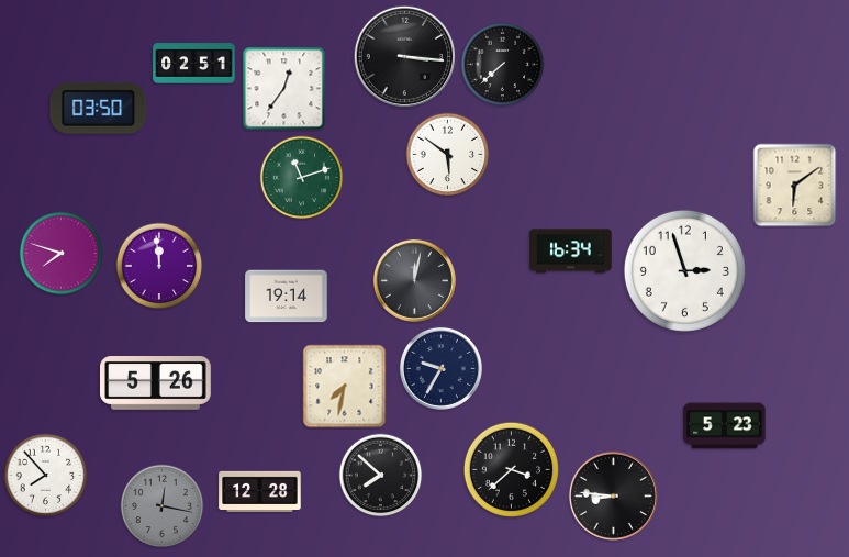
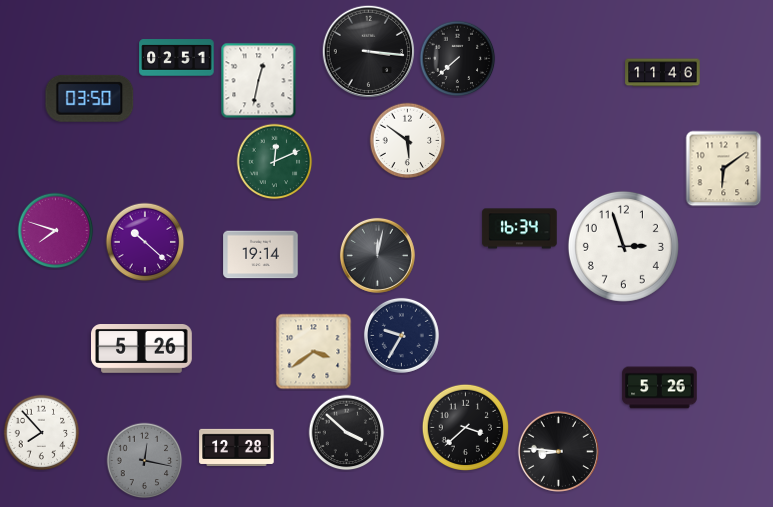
clock at (663, 73): none -> 11:46
clock at (284, 89): 12:36 -> 12:32
clock at (302, 178): 11:12 -> 12:11
clock at (159, 266): 11:59 -> 10:22
clock at (287, 297) position: (287, 297) -> (261, 255)
clock at (345, 387): 7:32 -> 3:39
clock at (725, 426): 5:23 -> 5:26
clock at (381, 476): 7:52 -> 3:52
clock at (163, 506) position: (163, 506) -> (145, 461)
